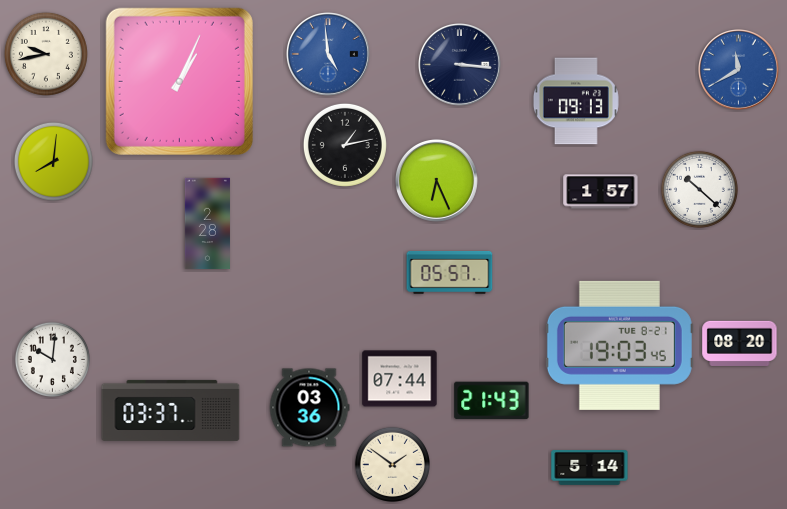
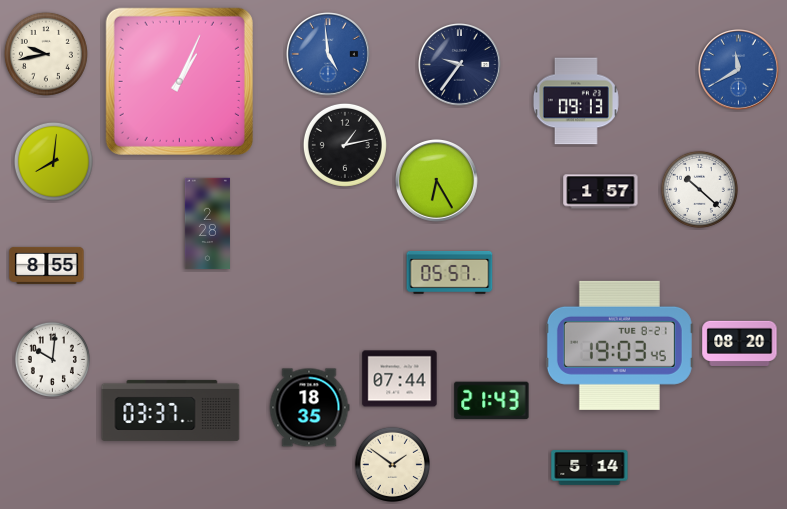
clock at (460, 65): 3:16 -> 9:36
clock at (437, 181): 6:26 -> 6:25
clock at (47, 265): none -> 8:55
clock at (309, 408): 03:36 -> 18:35
